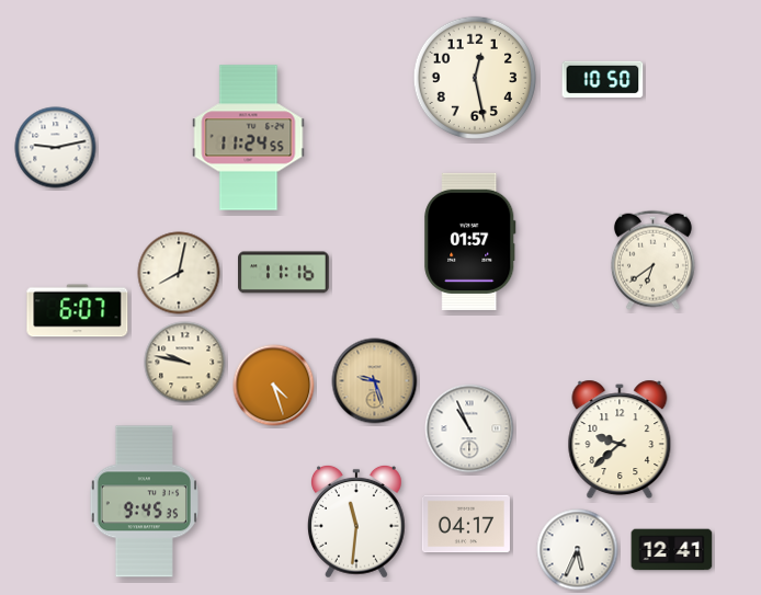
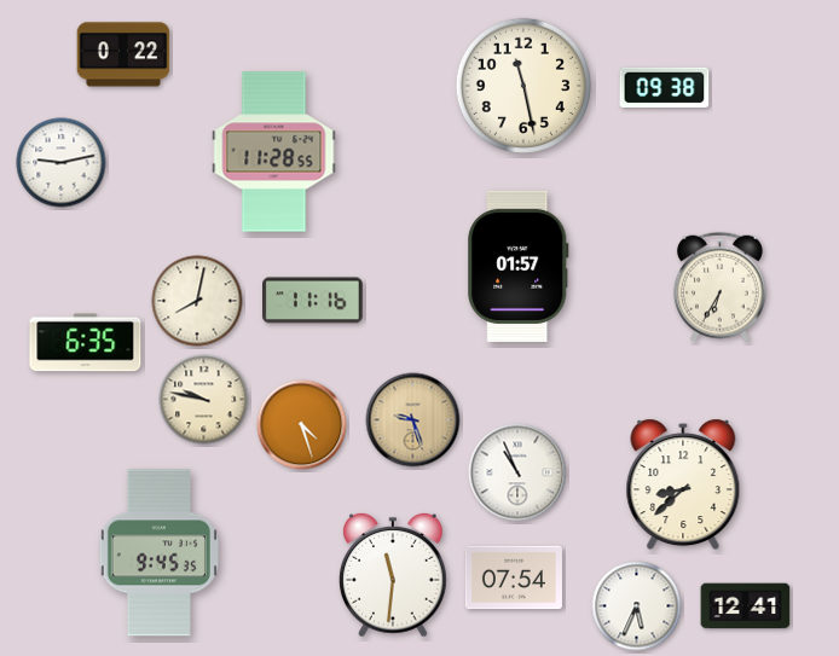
clock at (123, 54): none -> 0:22
clock at (474, 77): 12:28 -> 11:28
clock at (603, 79): 10:50 -> 09:38
clock at (249, 138): 11:24 -> 11:28
clock at (652, 260): 6:39 -> 6:35
clock at (78, 311): 6:07 -> 6:35
clock at (620, 439): 9:38 -> 8:38
clock at (466, 524): 04:17 -> 07:54
clock at (672, 550) position: (672, 550) -> (746, 606)
